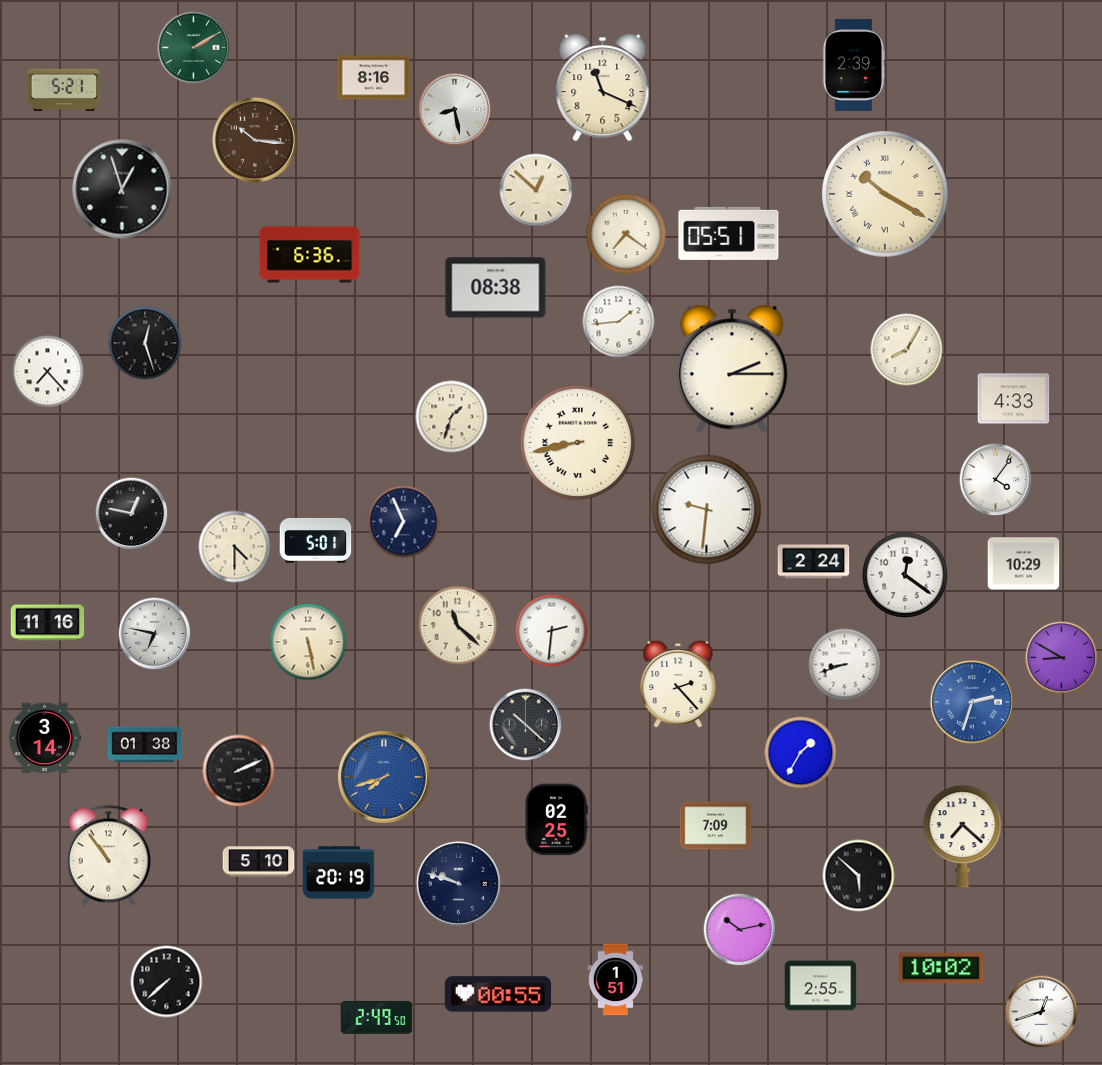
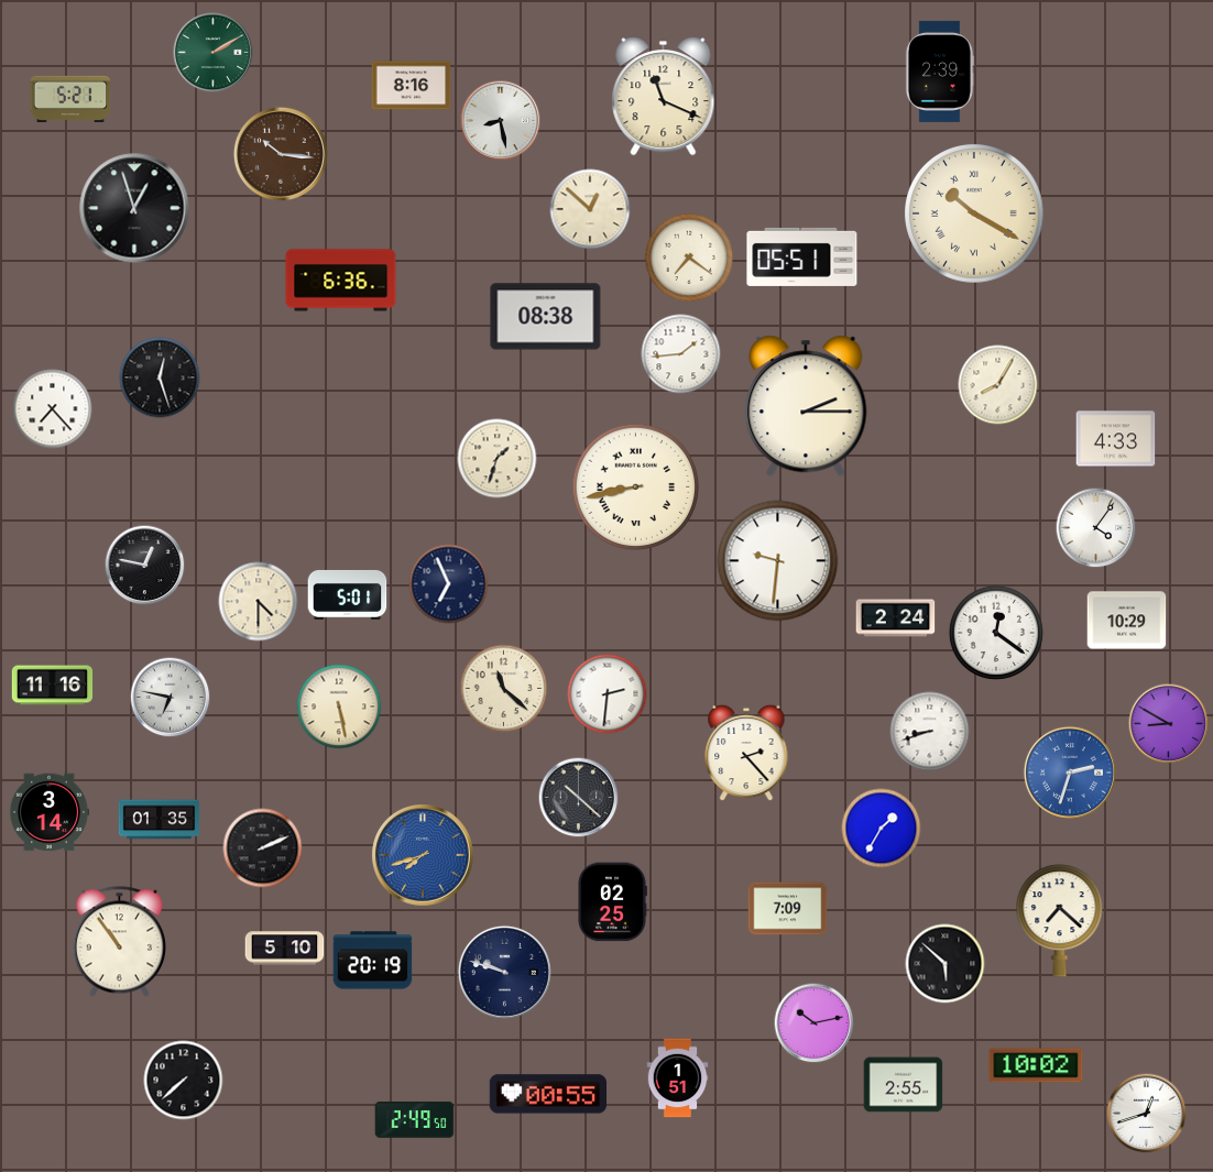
clock at (404, 522) position: (404, 522) -> (449, 584)
clock at (145, 745): 01:38 -> 01:35
